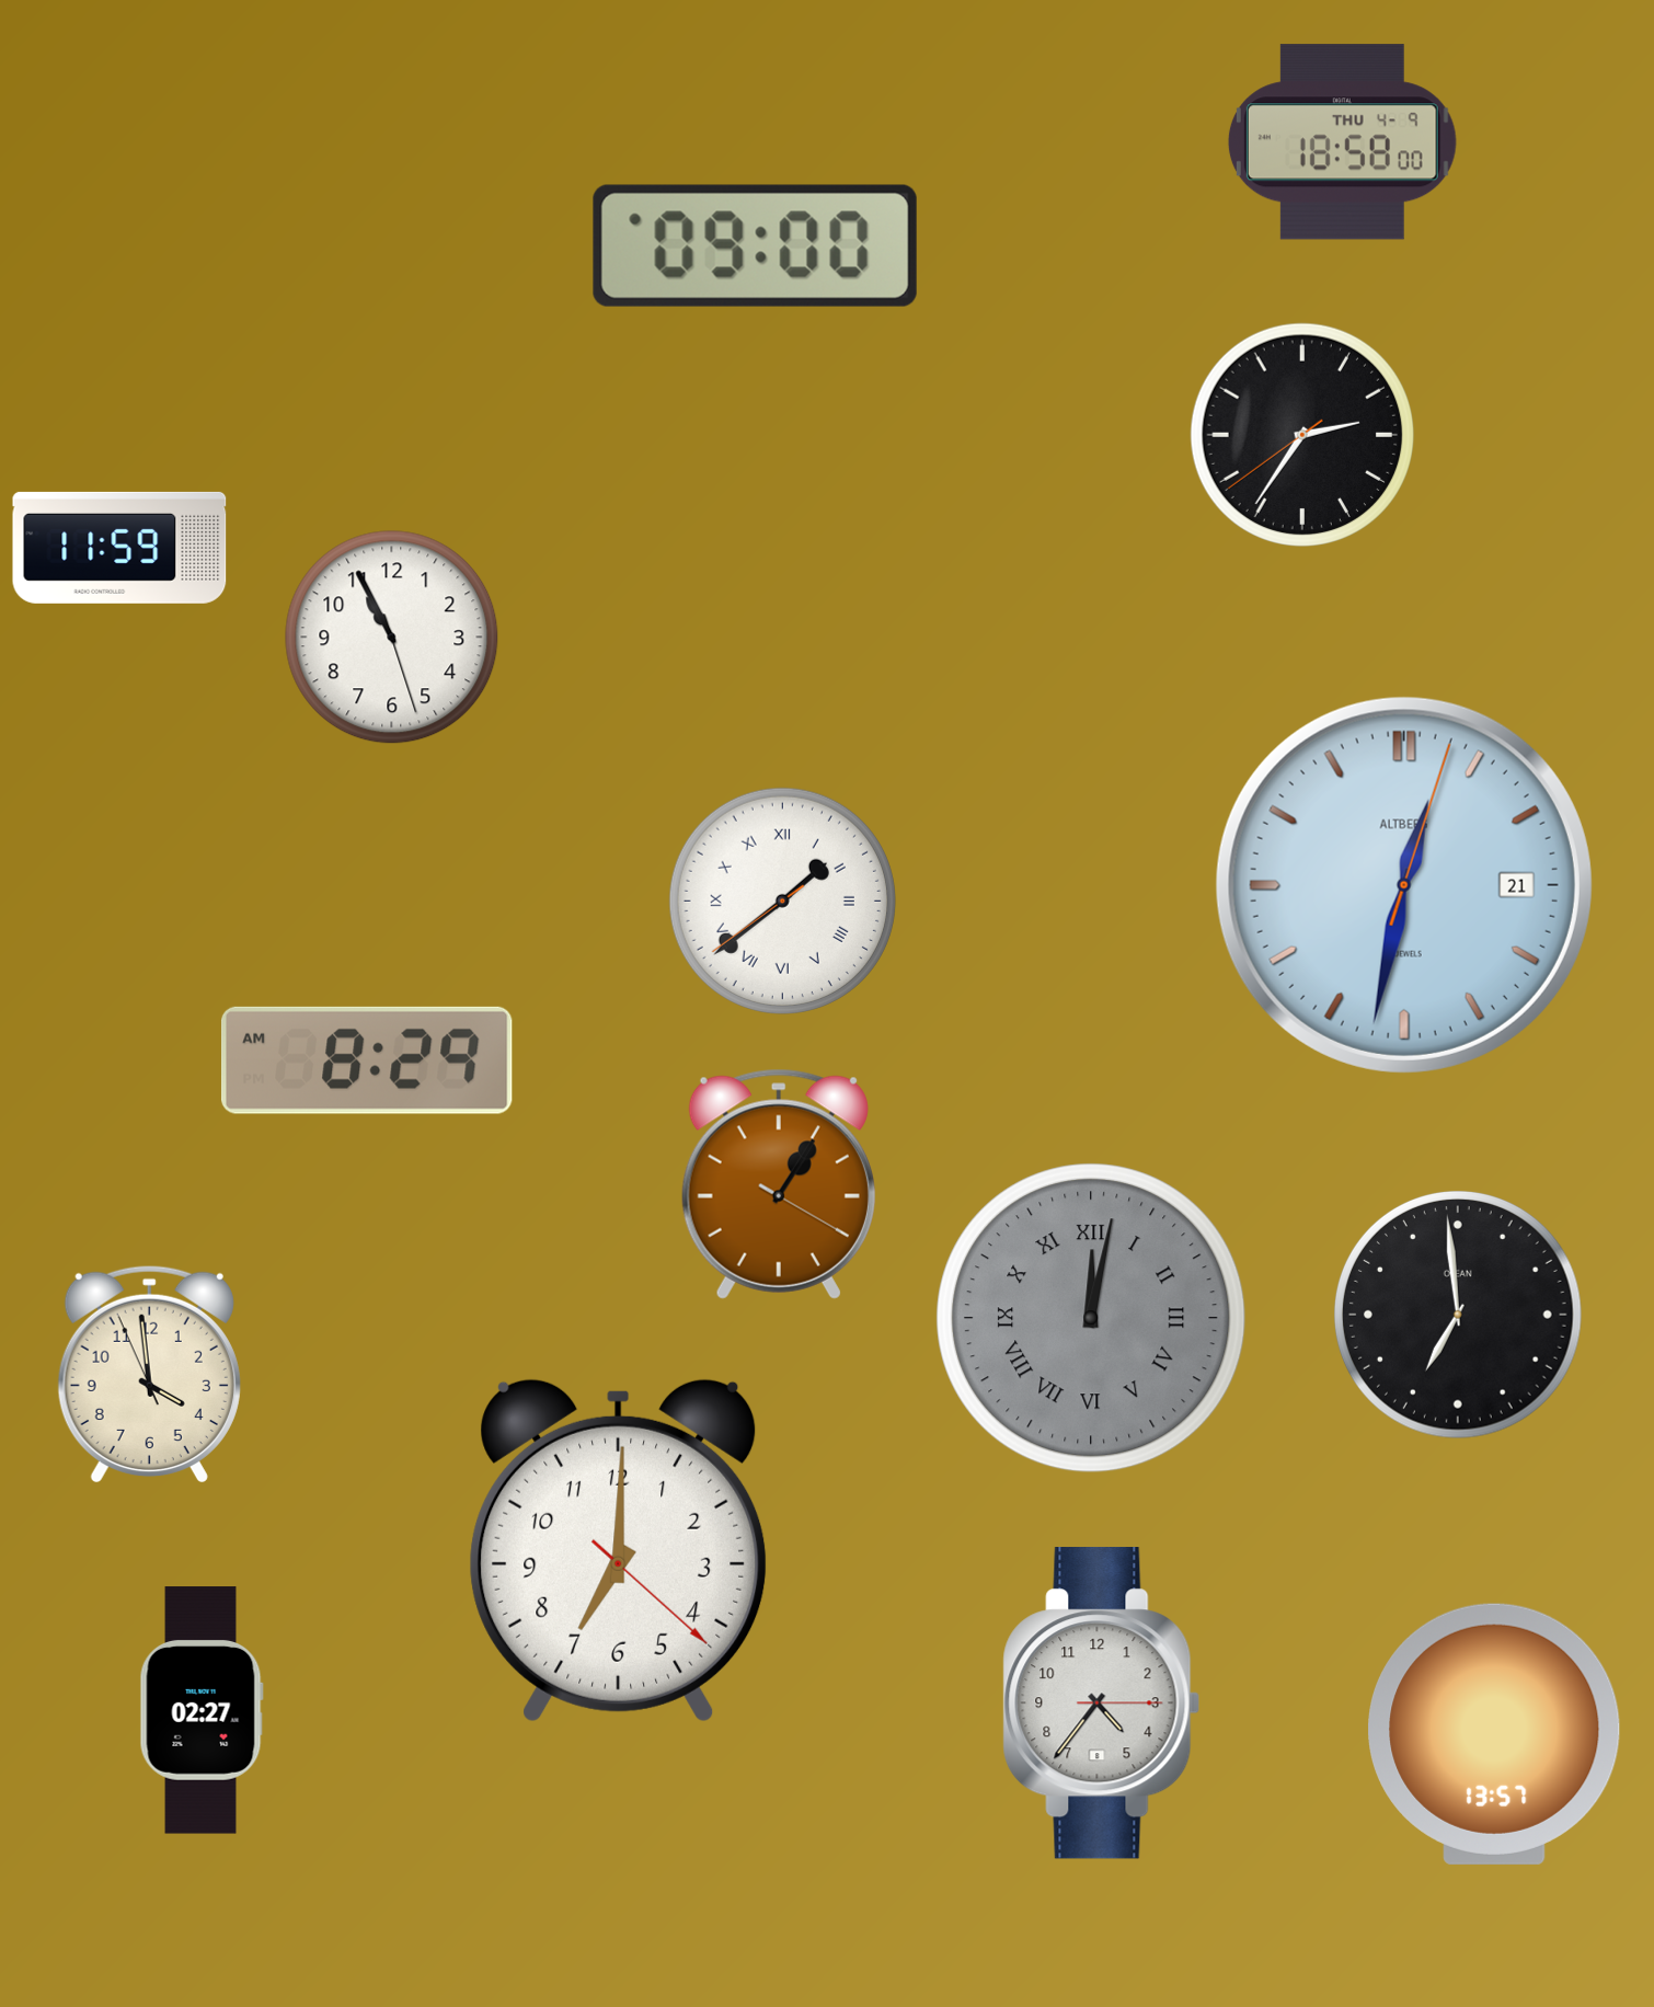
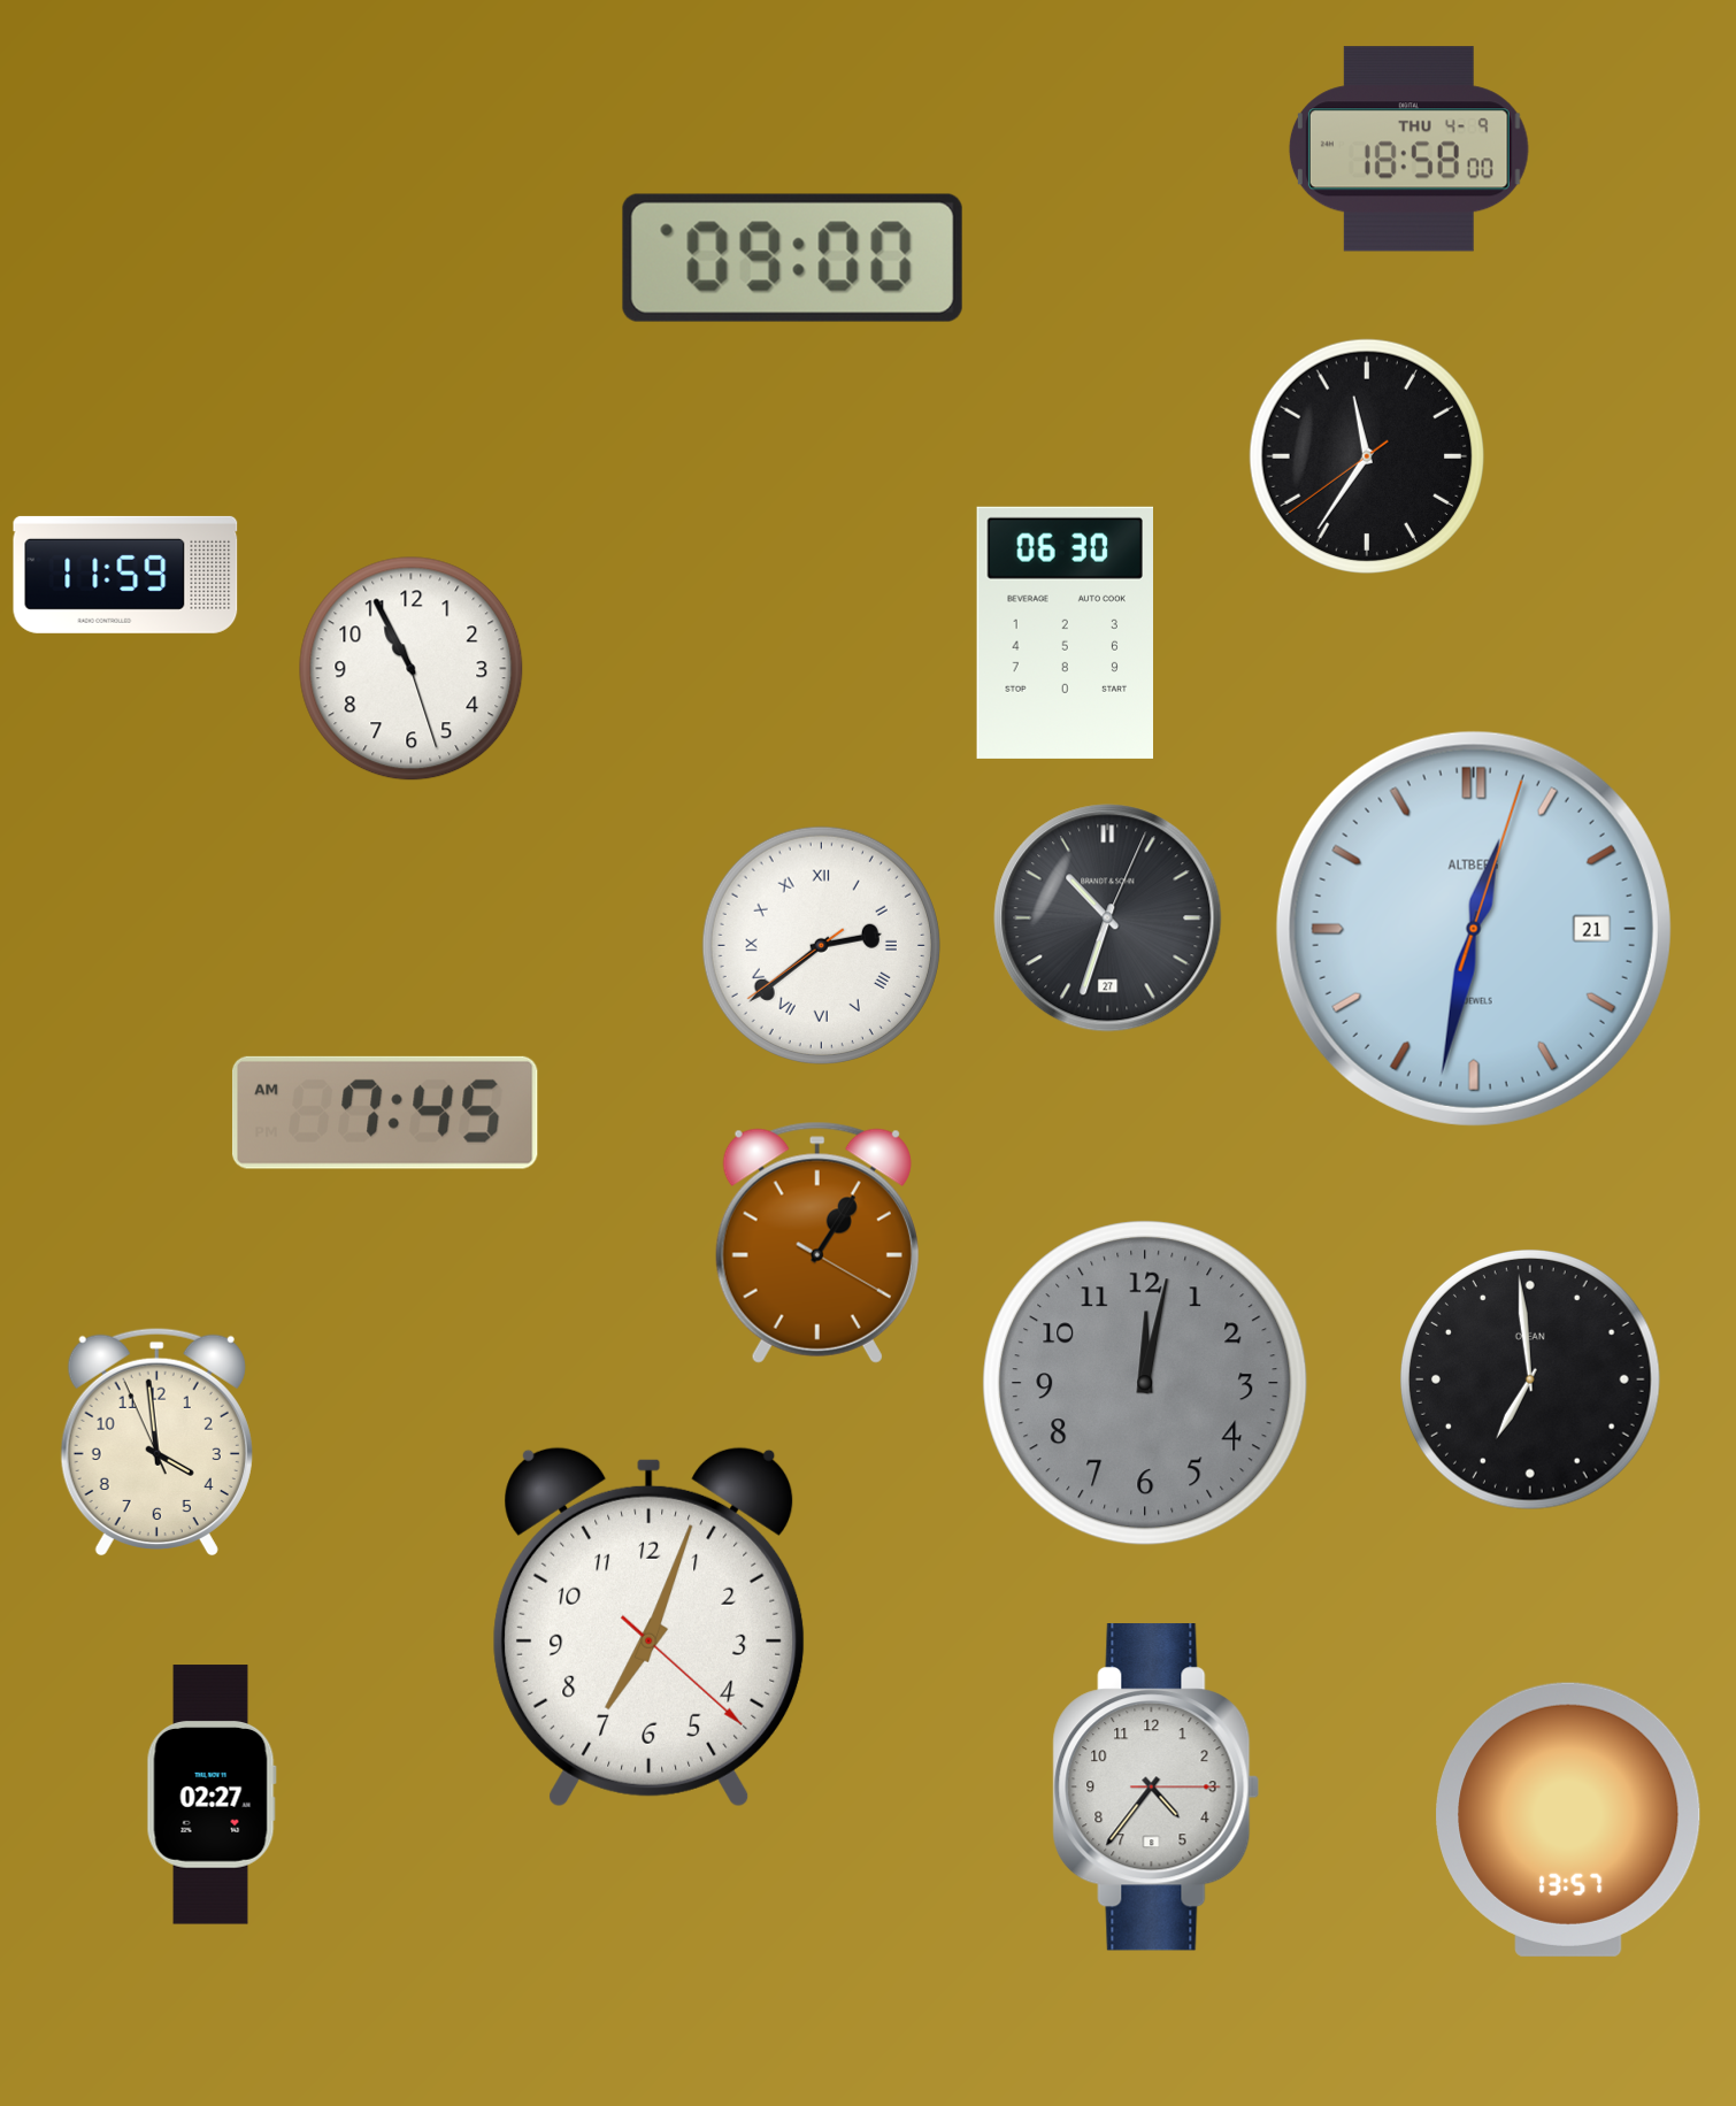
clock at (1301, 434): 2:35 -> 11:35
clock at (1065, 632): none -> 06:30
clock at (1108, 919): none -> 10:33
clock at (782, 901): 1:38 -> 2:38
clock at (367, 1060): 8:29 -> 7:45
clock at (1091, 1318) numerals: Roman -> Arabic
clock at (619, 1550): 7:00 -> 7:03
